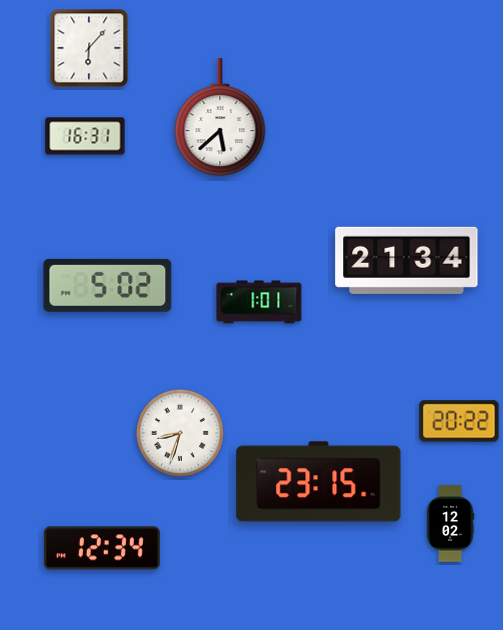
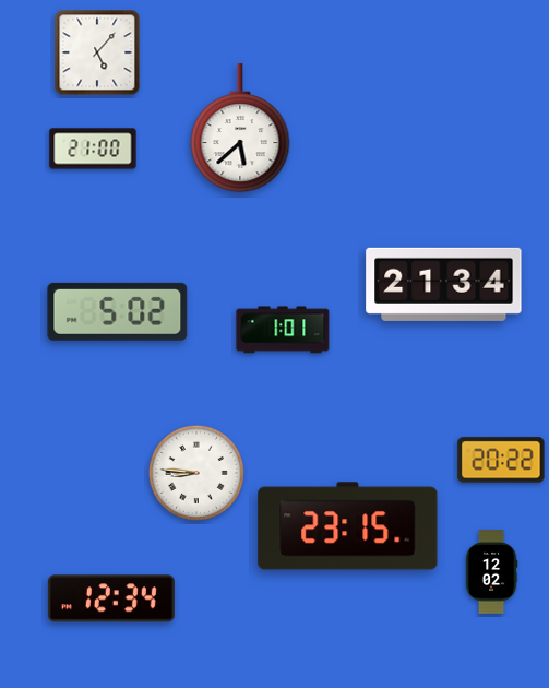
clock at (89, 48): 6:07 -> 5:07
clock at (85, 136): 16:31 -> 21:00
clock at (180, 433): 8:33 -> 8:46
